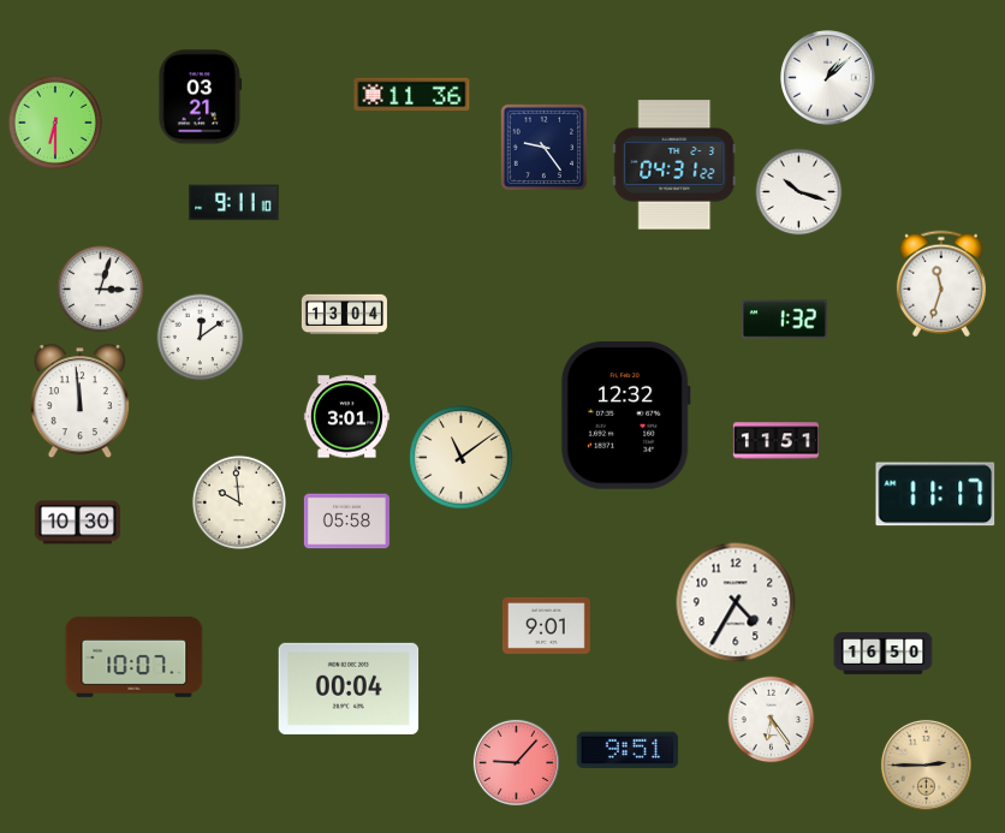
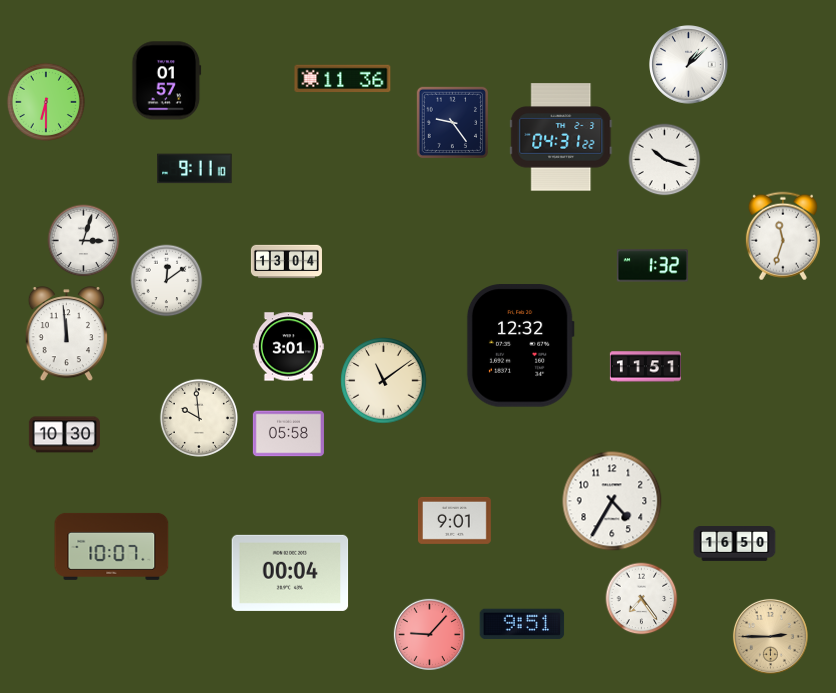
clock at (201, 97): 03:21 -> 01:57
clock at (935, 494): 11:17 -> none
clock at (772, 720): 6:24 -> 7:24
